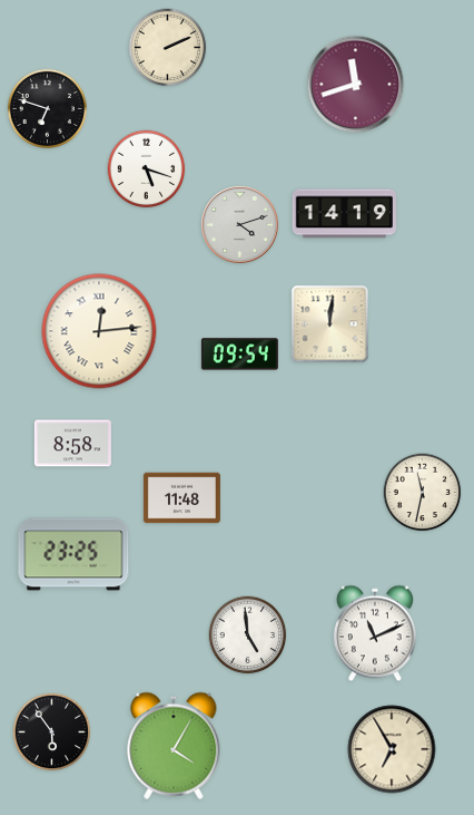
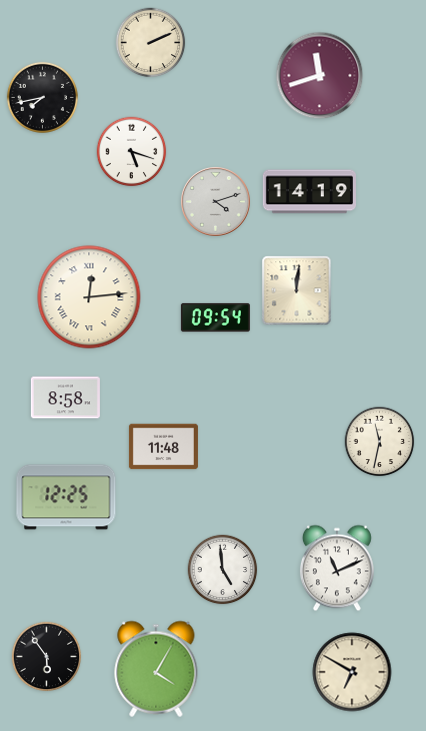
clock at (47, 108): 6:48 -> 7:43
clock at (73, 554): 23:25 -> 12:25
clock at (392, 749): 6:55 -> 6:50
